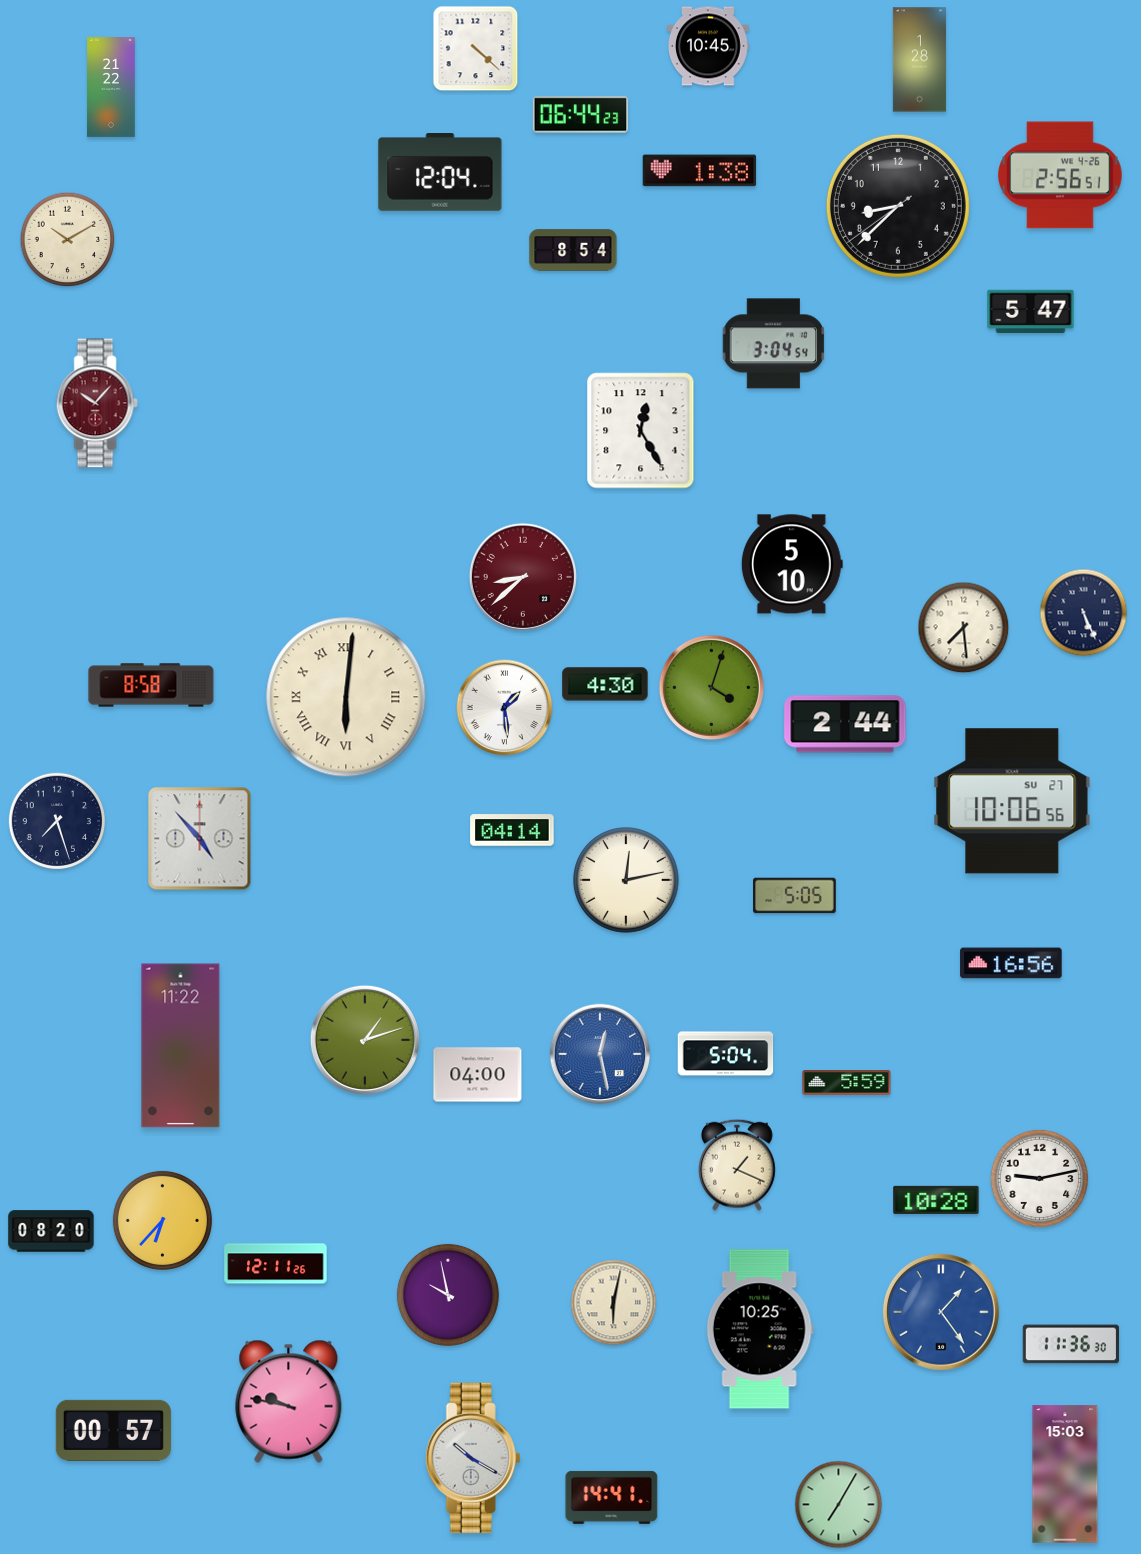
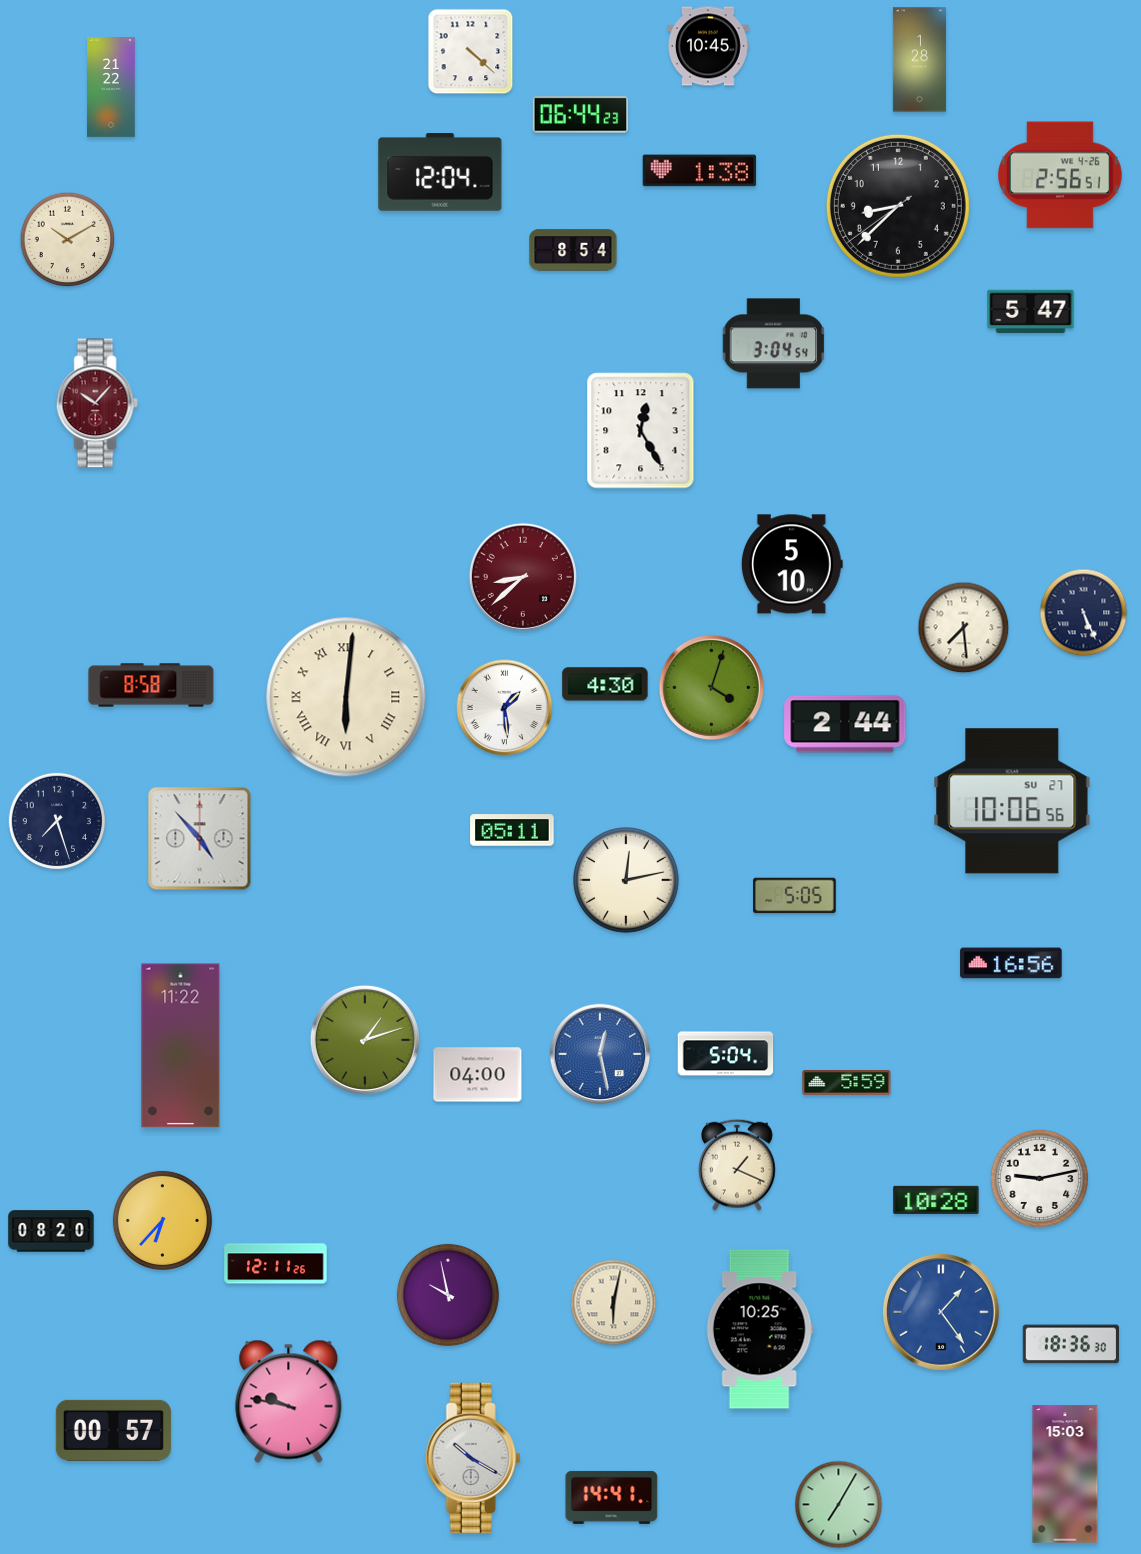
clock at (476, 49) position: (476, 49) -> (471, 52)
clock at (512, 830): 04:14 -> 05:11
clock at (1070, 1344): 11:36 -> 18:36
